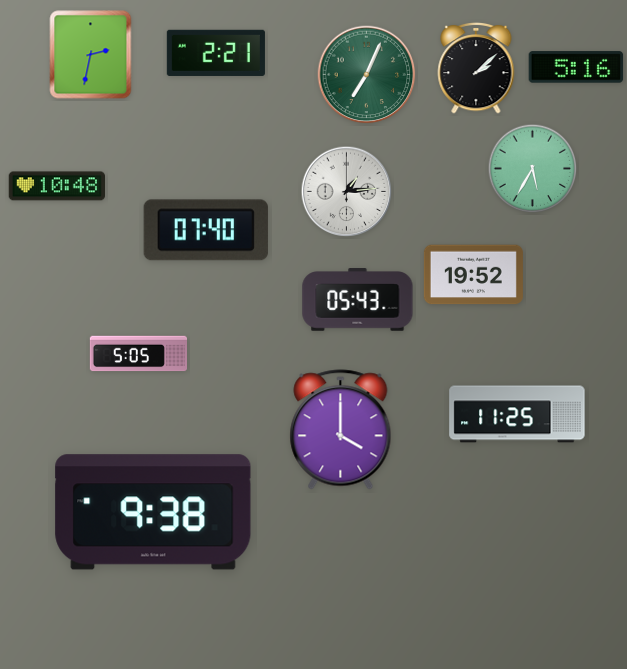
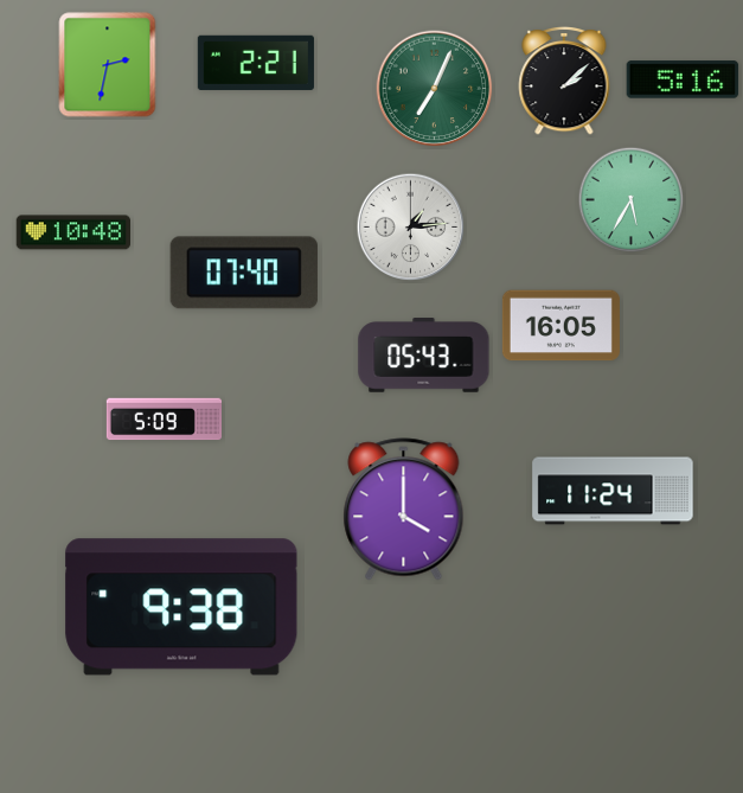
clock at (56, 186) position: (56, 186) -> (72, 232)
clock at (473, 275): 19:52 -> 16:05
clock at (138, 354): 5:05 -> 5:09
clock at (517, 414): 11:25 -> 11:24
